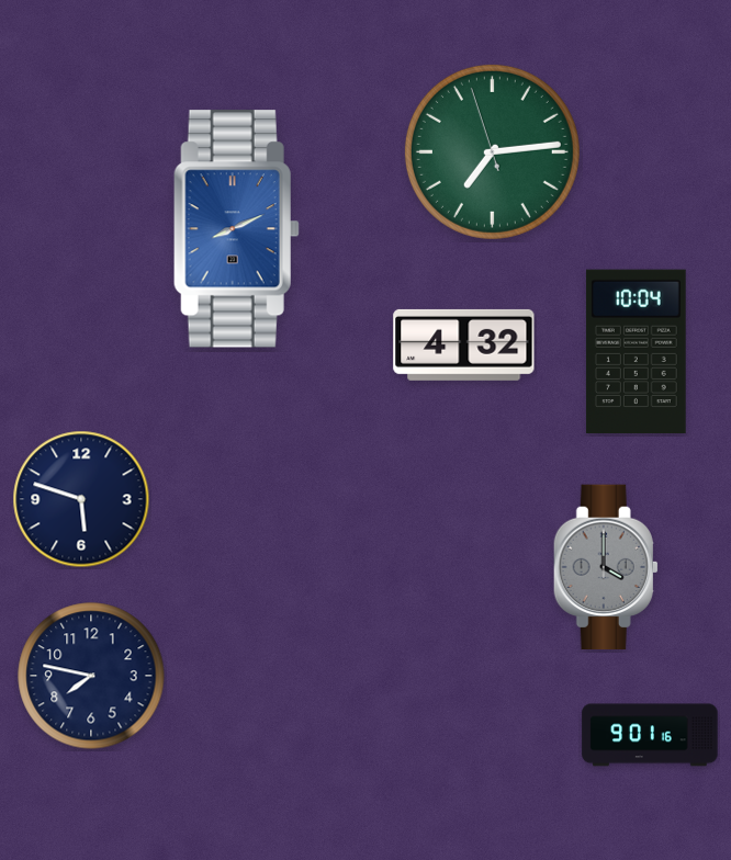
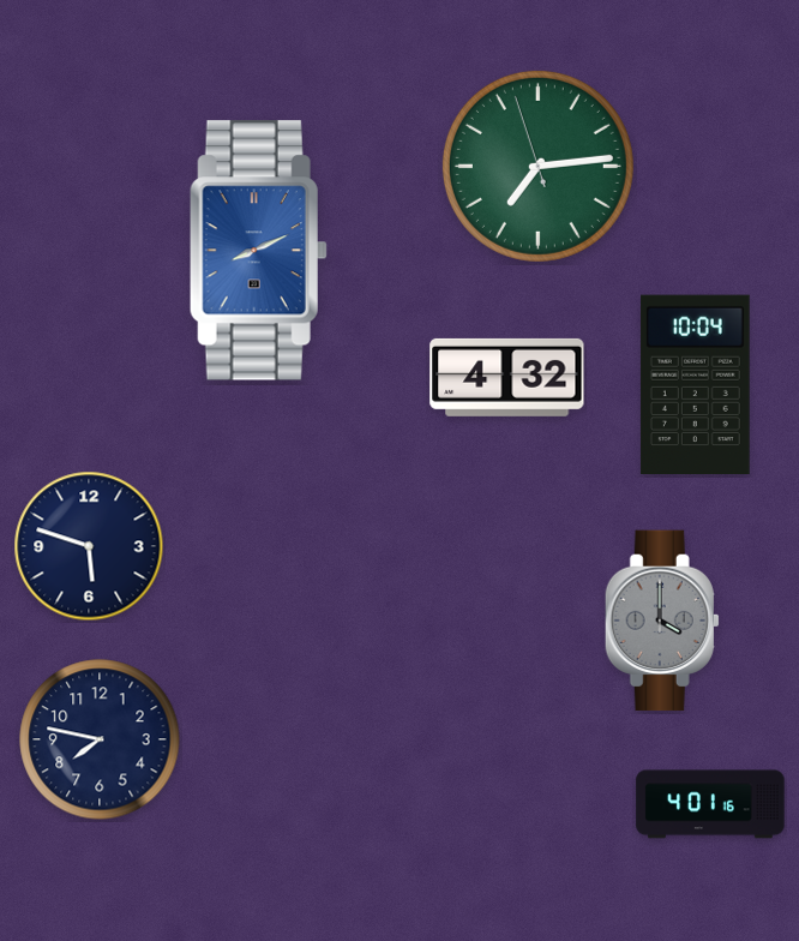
clock at (650, 735): 9:01 -> 4:01
